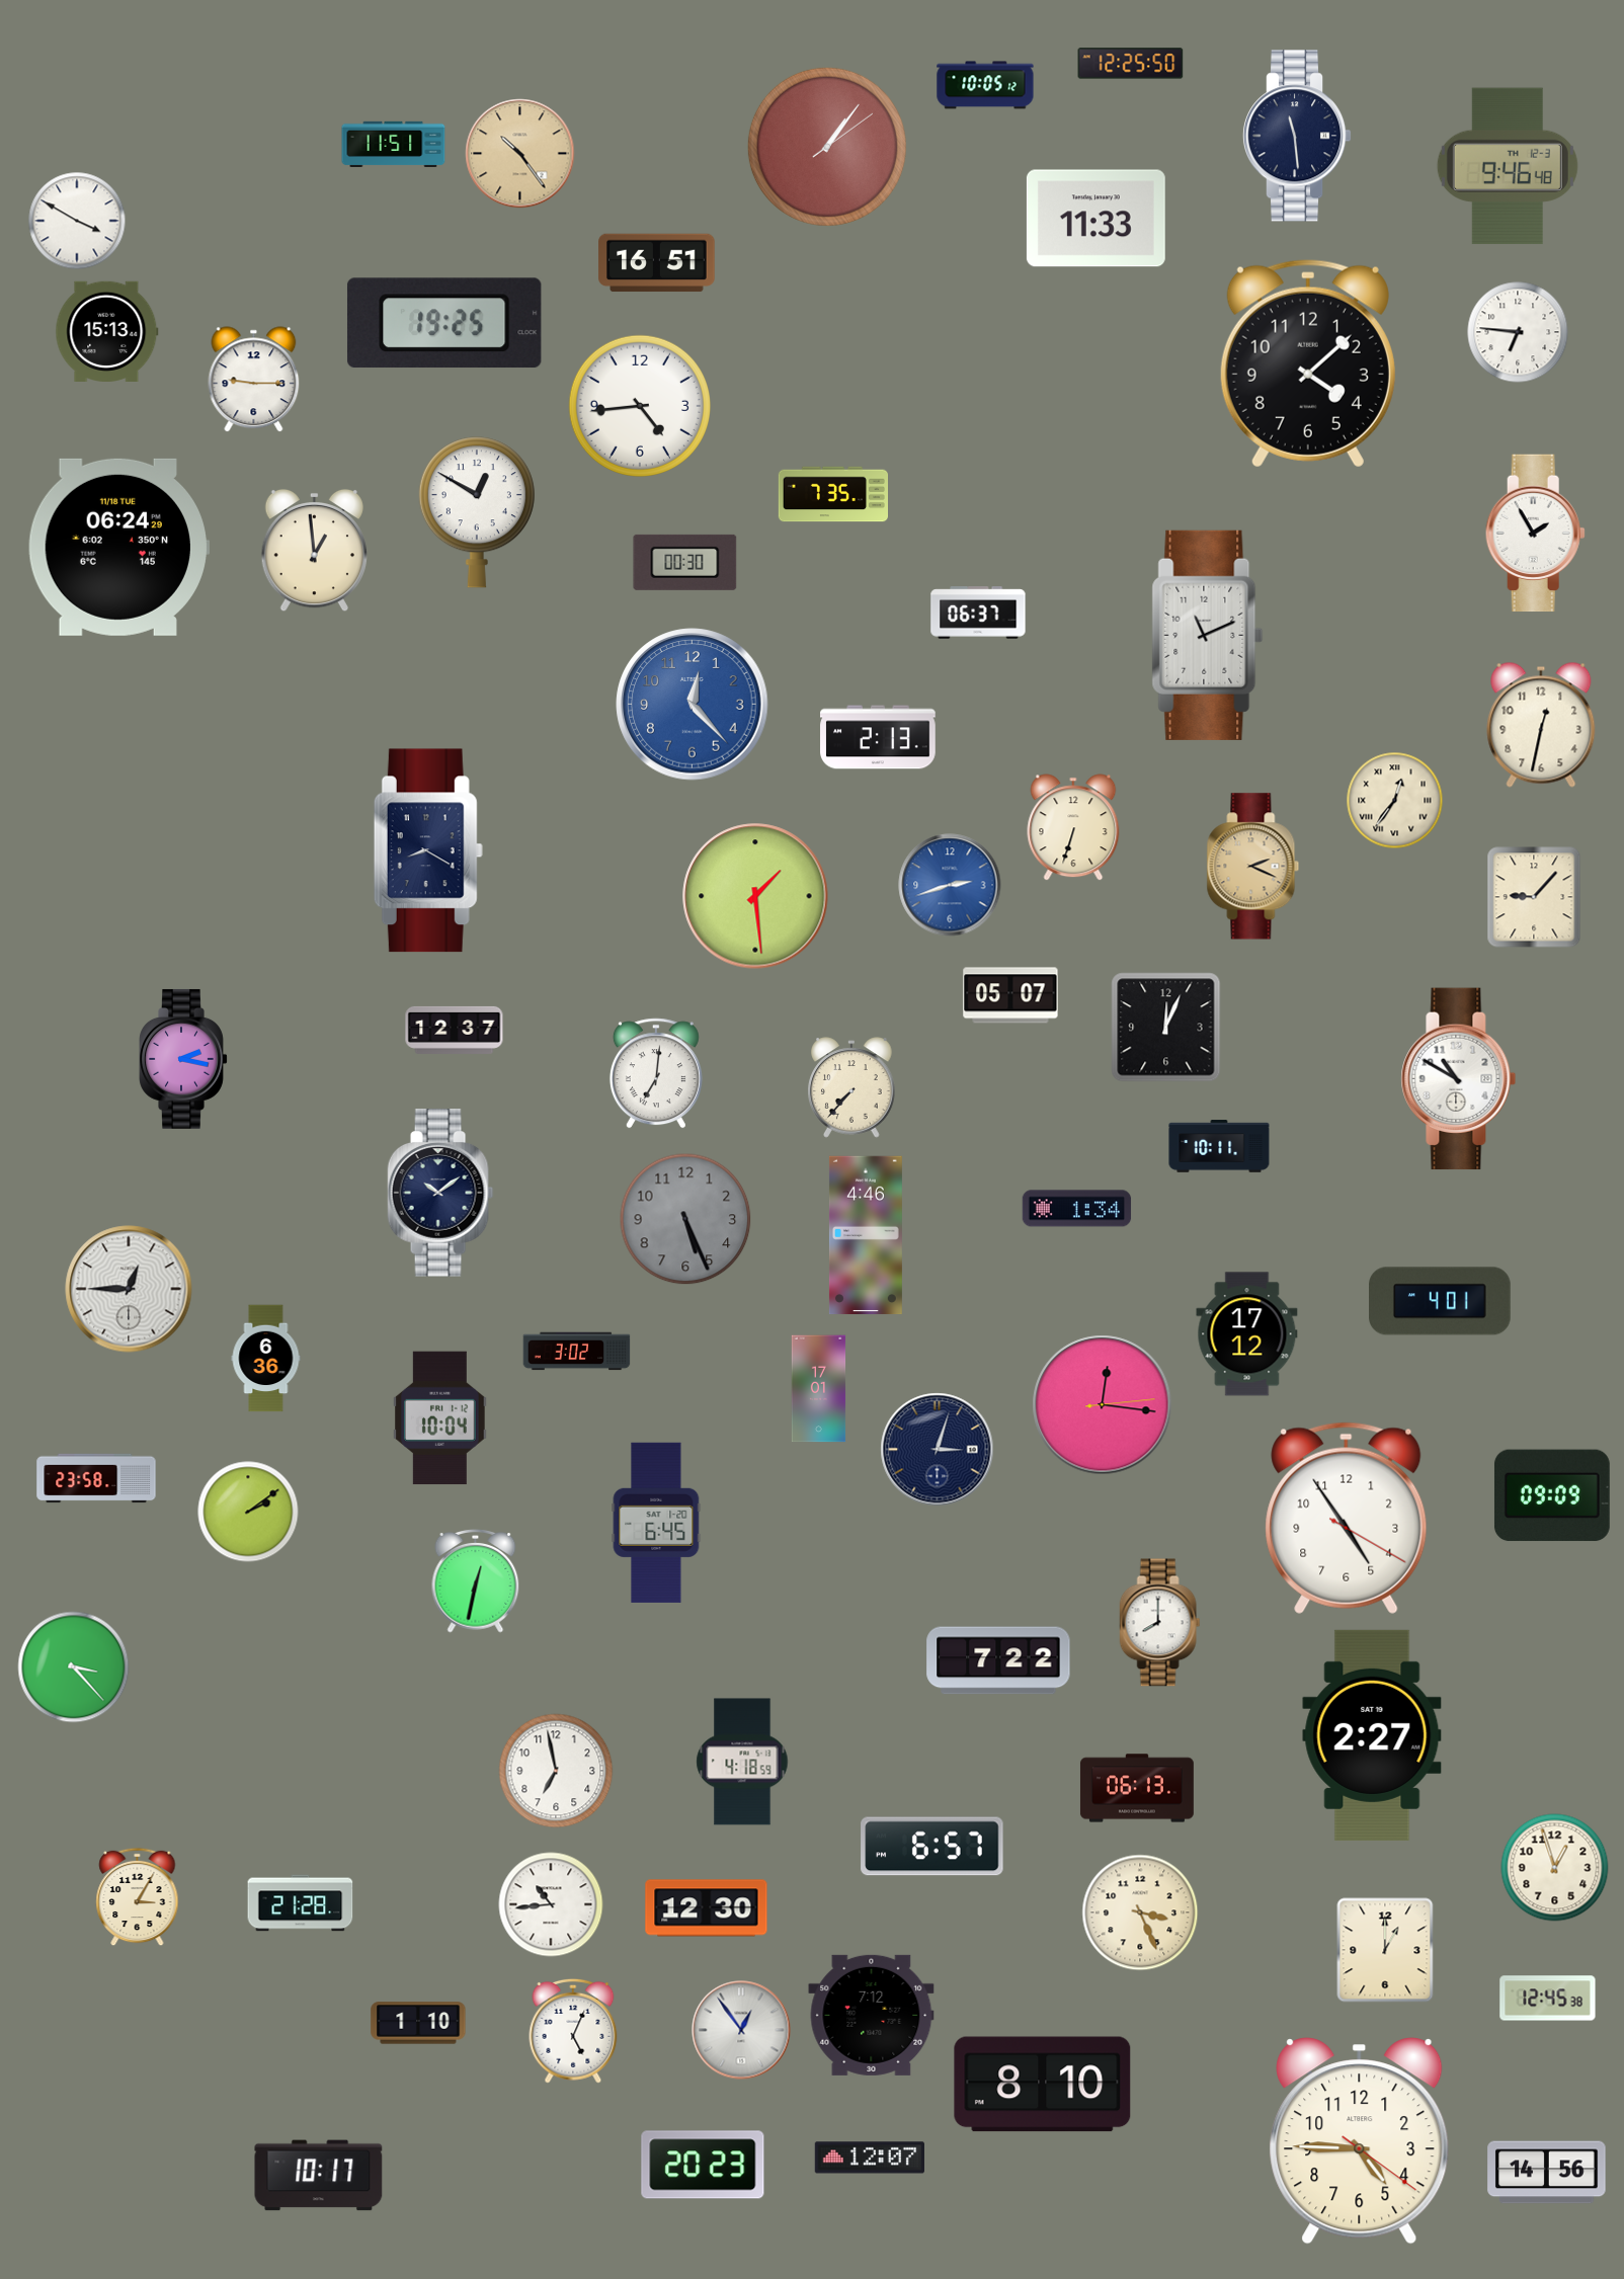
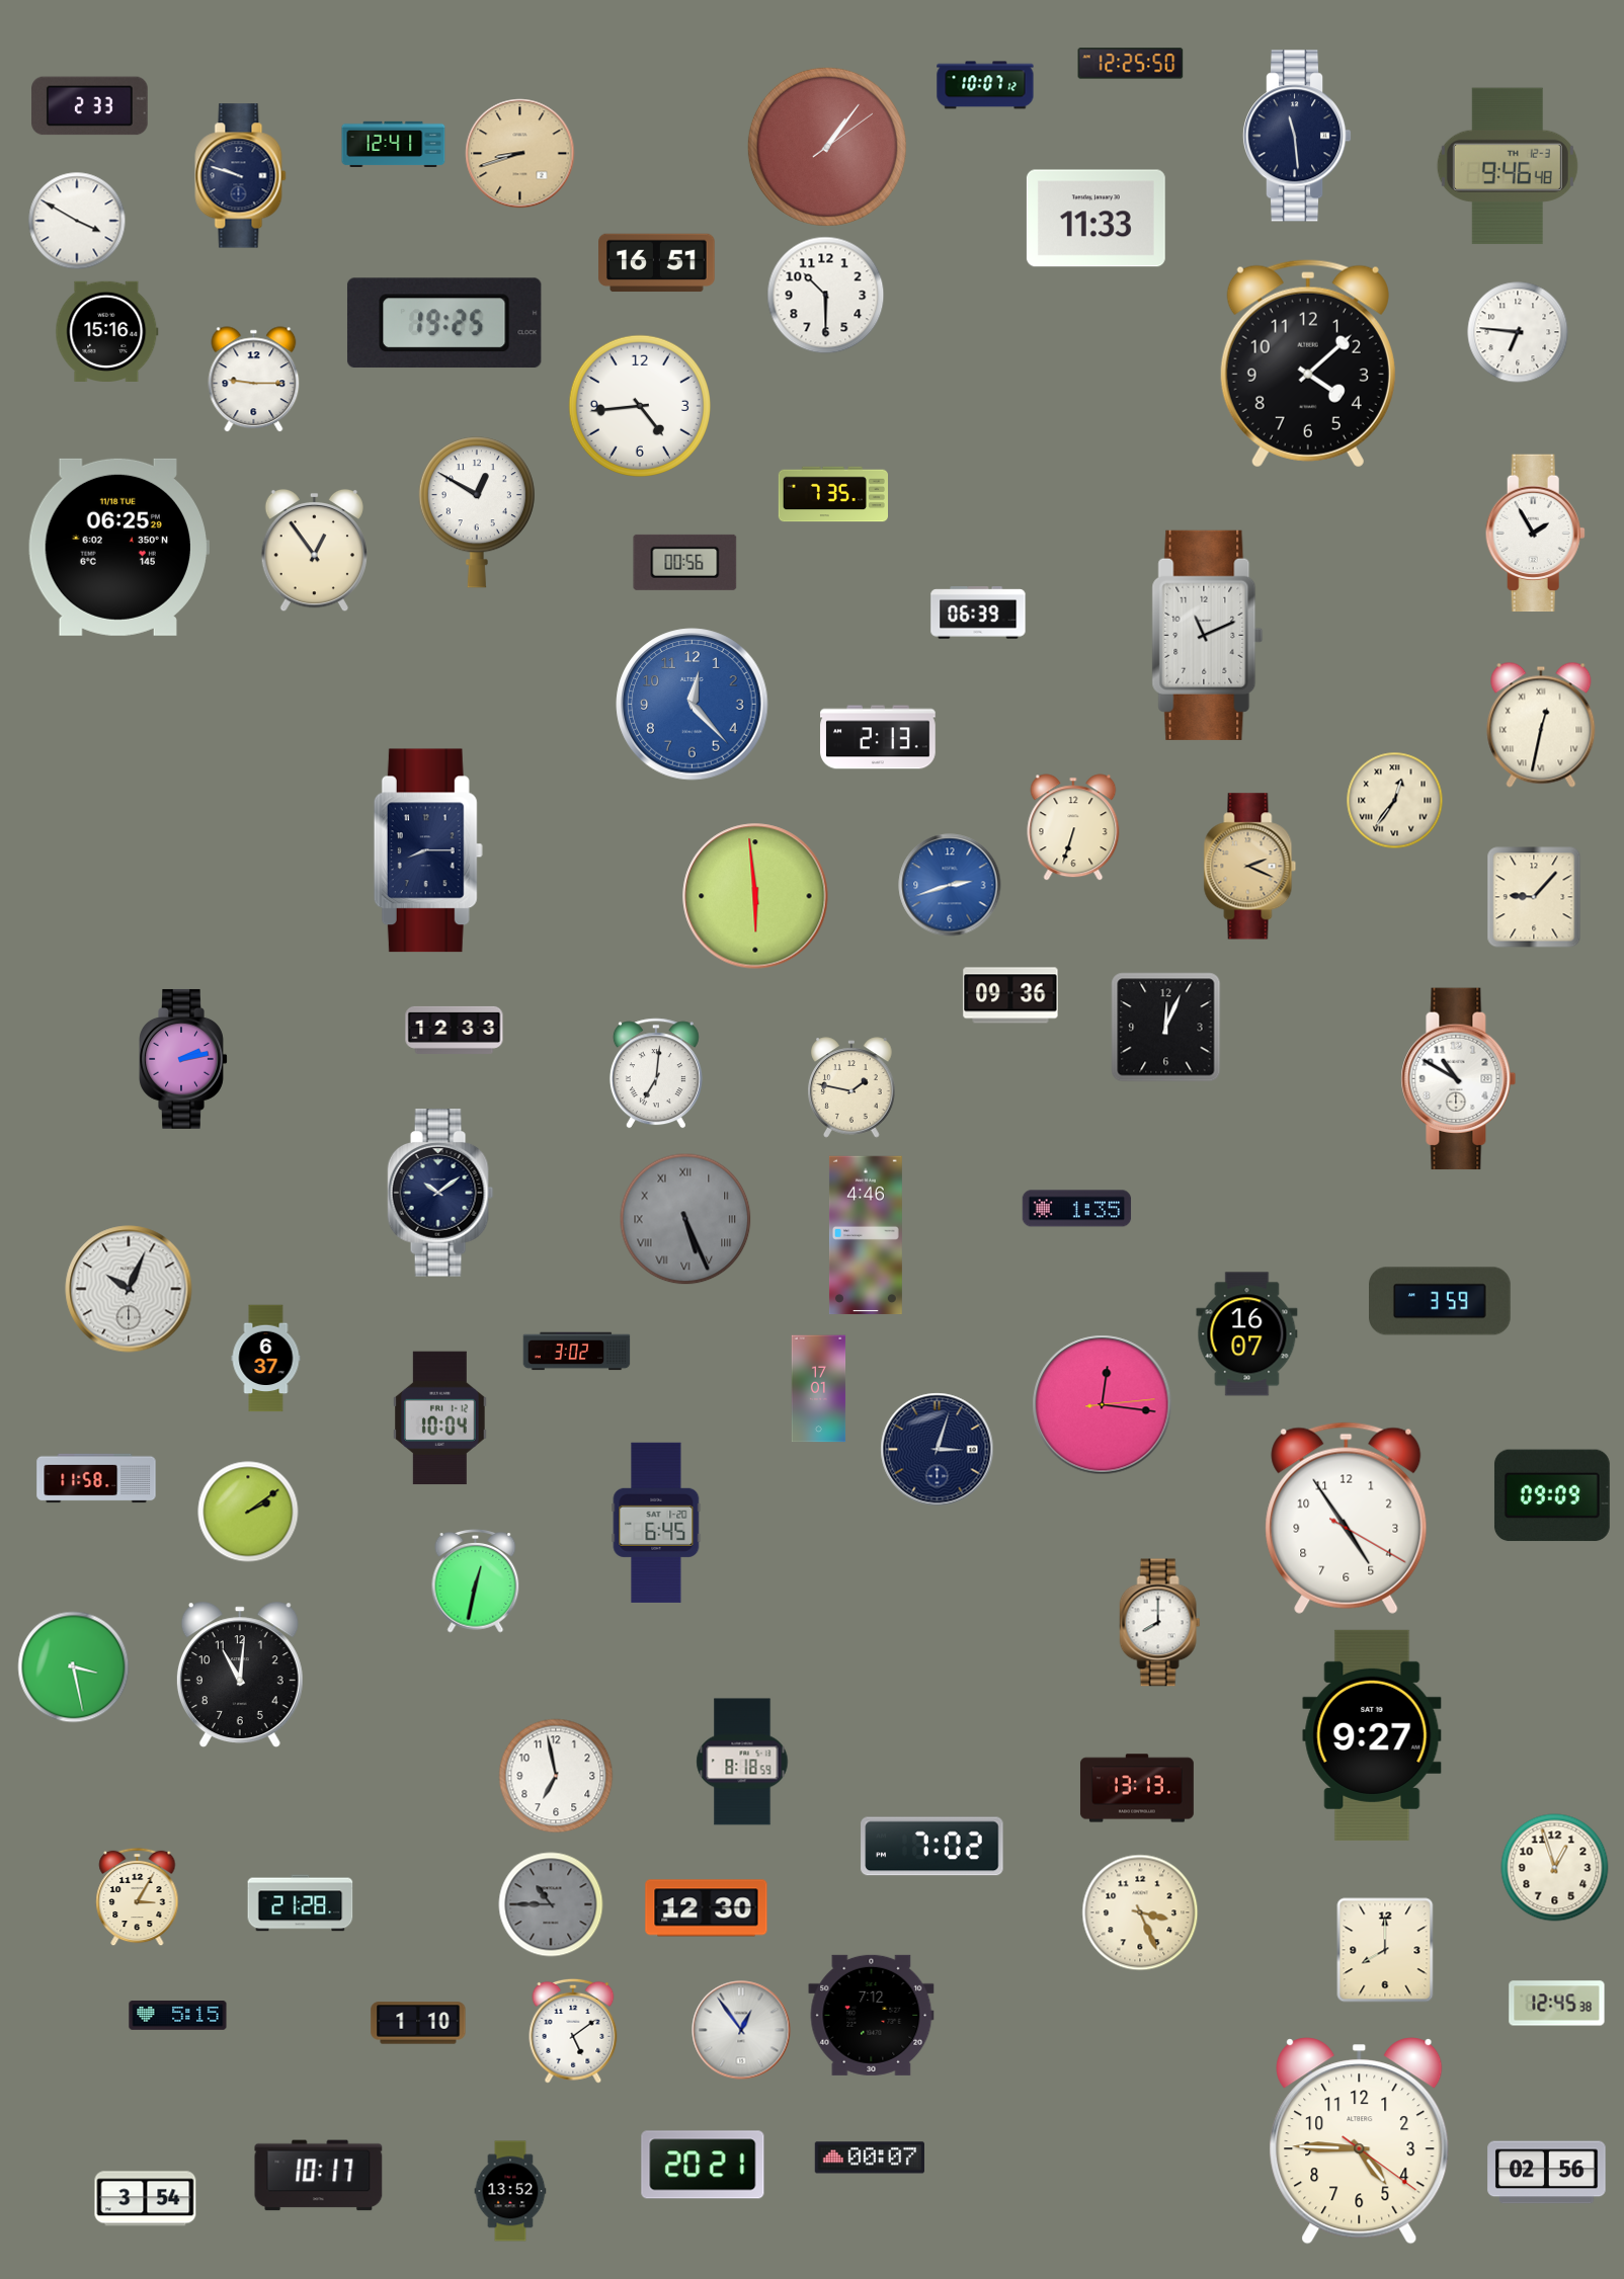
clock at (985, 85): 10:05 -> 10:07
clock at (90, 106): none -> 2:33
clock at (394, 144): 11:51 -> 12:41
clock at (520, 154): 10:24 -> 8:42
clock at (241, 176): none -> 9:48
clock at (826, 296): none -> 10:30
clock at (107, 331): 15:13 -> 15:16
clock at (118, 547): 06:24 -> 06:25
clock at (314, 551): 12:59 -> 12:54
clock at (685, 562): 00:30 -> 00:56
clock at (978, 613): 06:37 -> 06:39
clock at (1541, 725) numerals: Arabic -> Roman
clock at (428, 850): 8:20 -> 8:15
clock at (1253, 867) position: (1253, 867) -> (1250, 867)
clock at (755, 896): 1:29 -> 5:59
clock at (1010, 995): 05:07 -> 09:36
clock at (455, 1030): 12:37 -> 12:33
clock at (183, 1059): 2:17 -> 2:13
clock at (851, 1087): 7:37 -> 1:47
clock at (1219, 1146): 10:11 -> none
clock at (1077, 1209): 1:34 -> 1:35
clock at (685, 1219) numerals: Arabic -> Roman
clock at (129, 1289): 12:45 -> 10:04
clock at (1440, 1301): 4:01 -> 3:59
clock at (1247, 1334): 17:12 -> 16:07
clock at (266, 1359): 6:36 -> 6:37
clock at (96, 1478): 23:58 -> 11:58
clock at (998, 1660): 7:22 -> none
clock at (74, 1667): 3:23 -> 3:28
clock at (240, 1674): none -> 11:01
clock at (1372, 1735): 2:27 -> 9:27
clock at (742, 1762): 4:18 -> 8:18
clock at (556, 1771) position: (556, 1771) -> (556, 1776)
clock at (1137, 1788): 06:13 -> 13:13
clock at (932, 1847): 6:57 -> 7:02
clock at (551, 1904): 10:44 -> 10:45
clock at (551, 1904) dial: white -> grey
clock at (1385, 1950): 1:00 -> 8:00
clock at (1548, 1999) position: (1548, 1999) -> (1557, 2004)
clock at (178, 2016): none -> 5:15
clock at (573, 2031): 5:04 -> 5:09
clock at (1043, 2085): 8:10 -> none
clock at (870, 2158): 12:07 -> 00:07
clock at (703, 2165): 20:23 -> 20:21
clock at (1547, 2173): 14:56 -> 02:56
clock at (510, 2191): none -> 13:52
clock at (146, 2199): none -> 3:54
